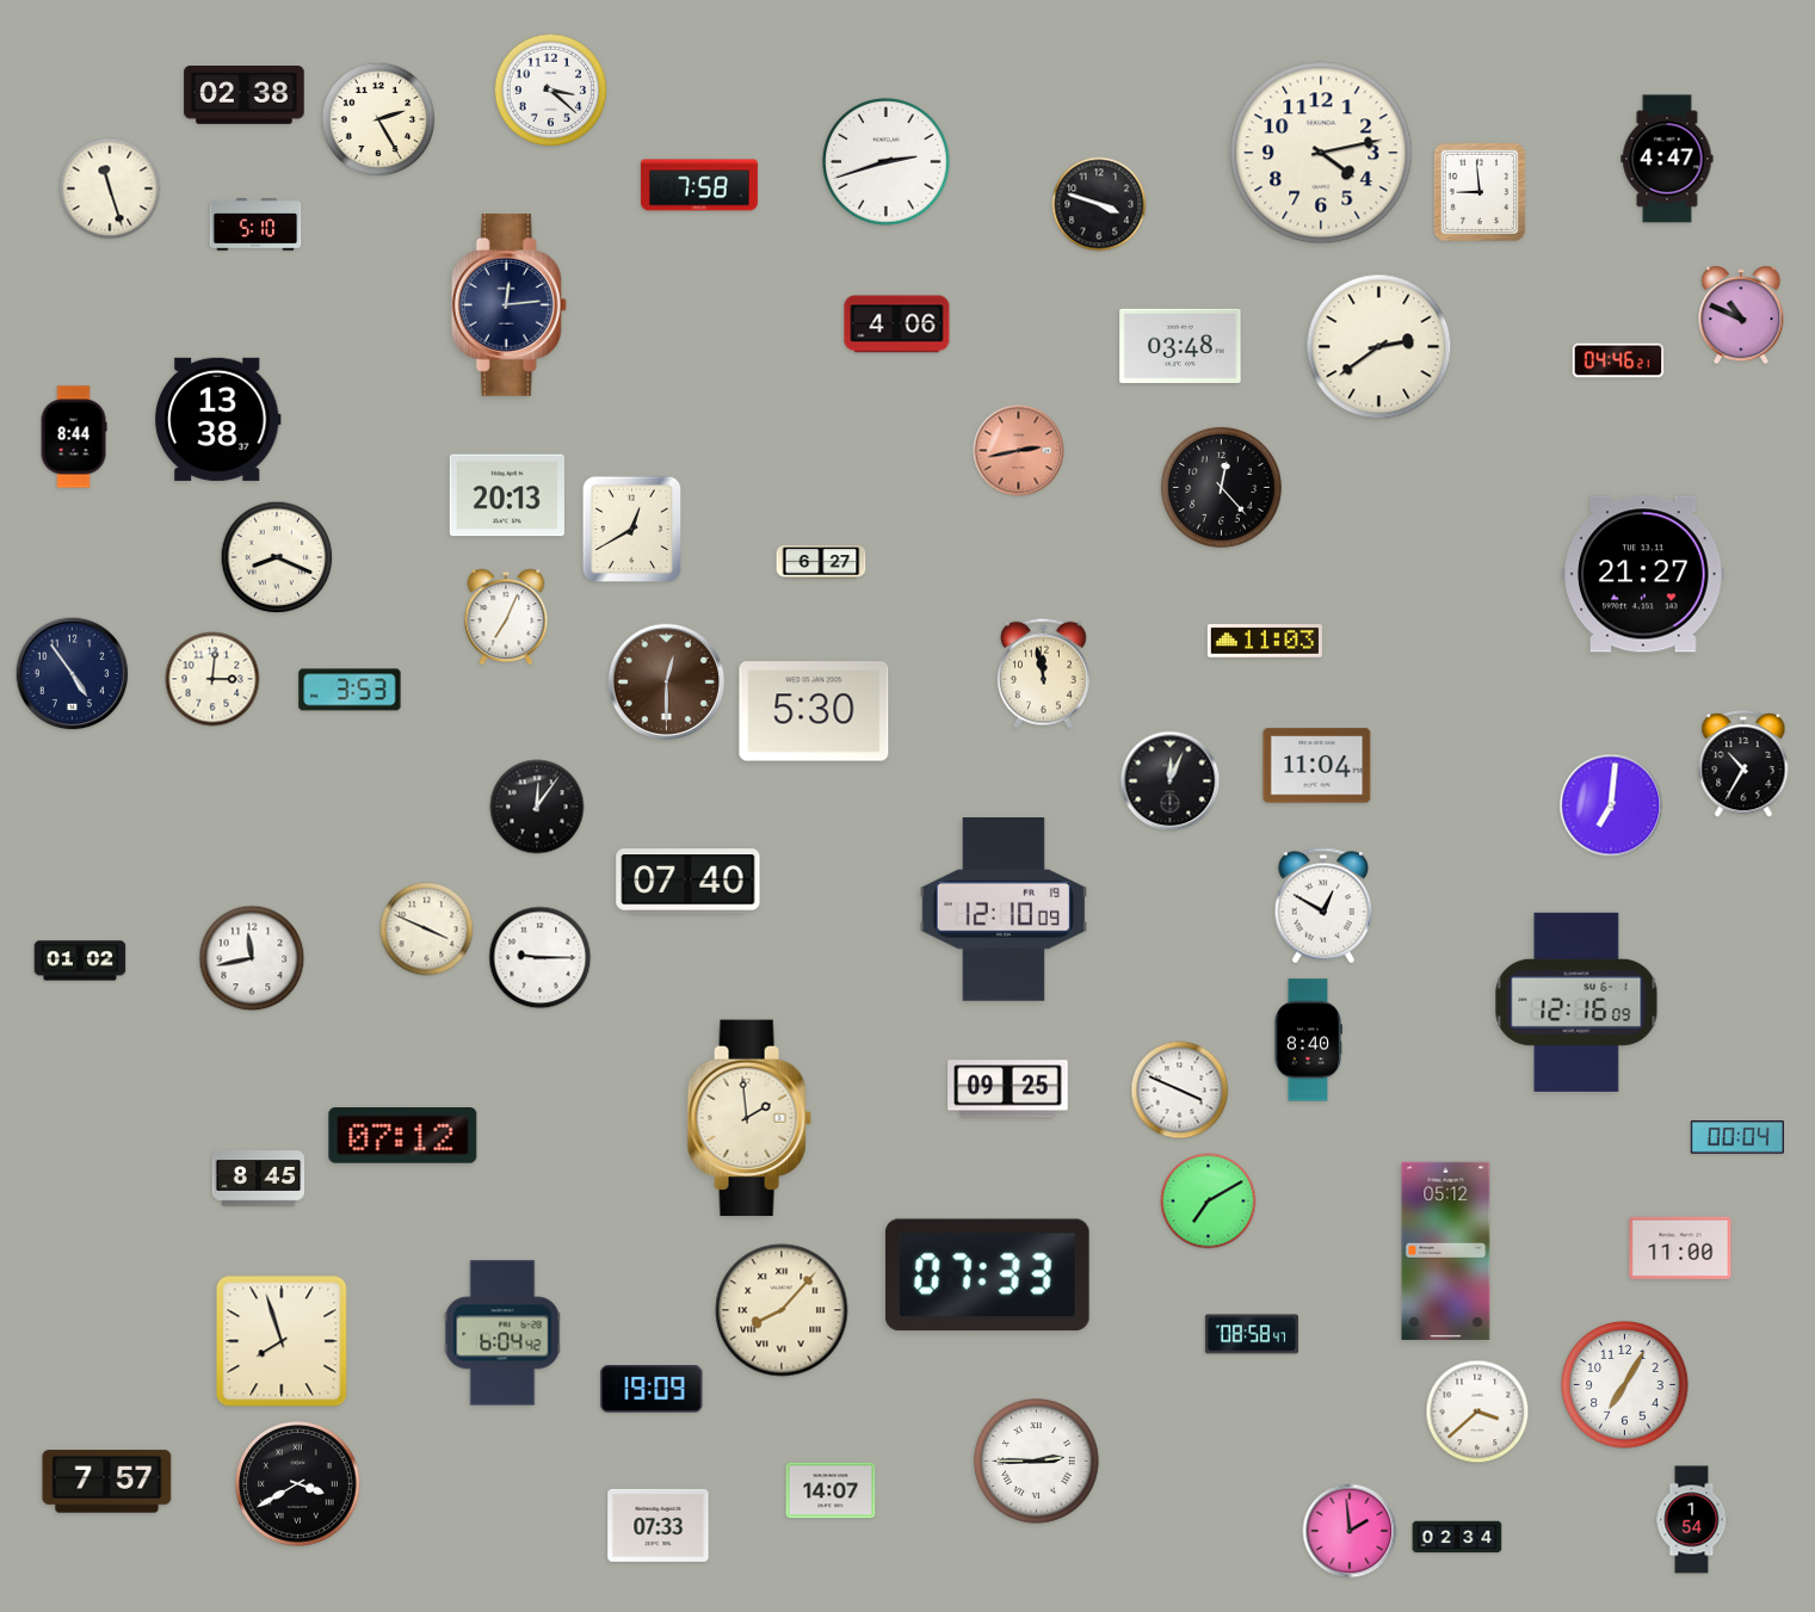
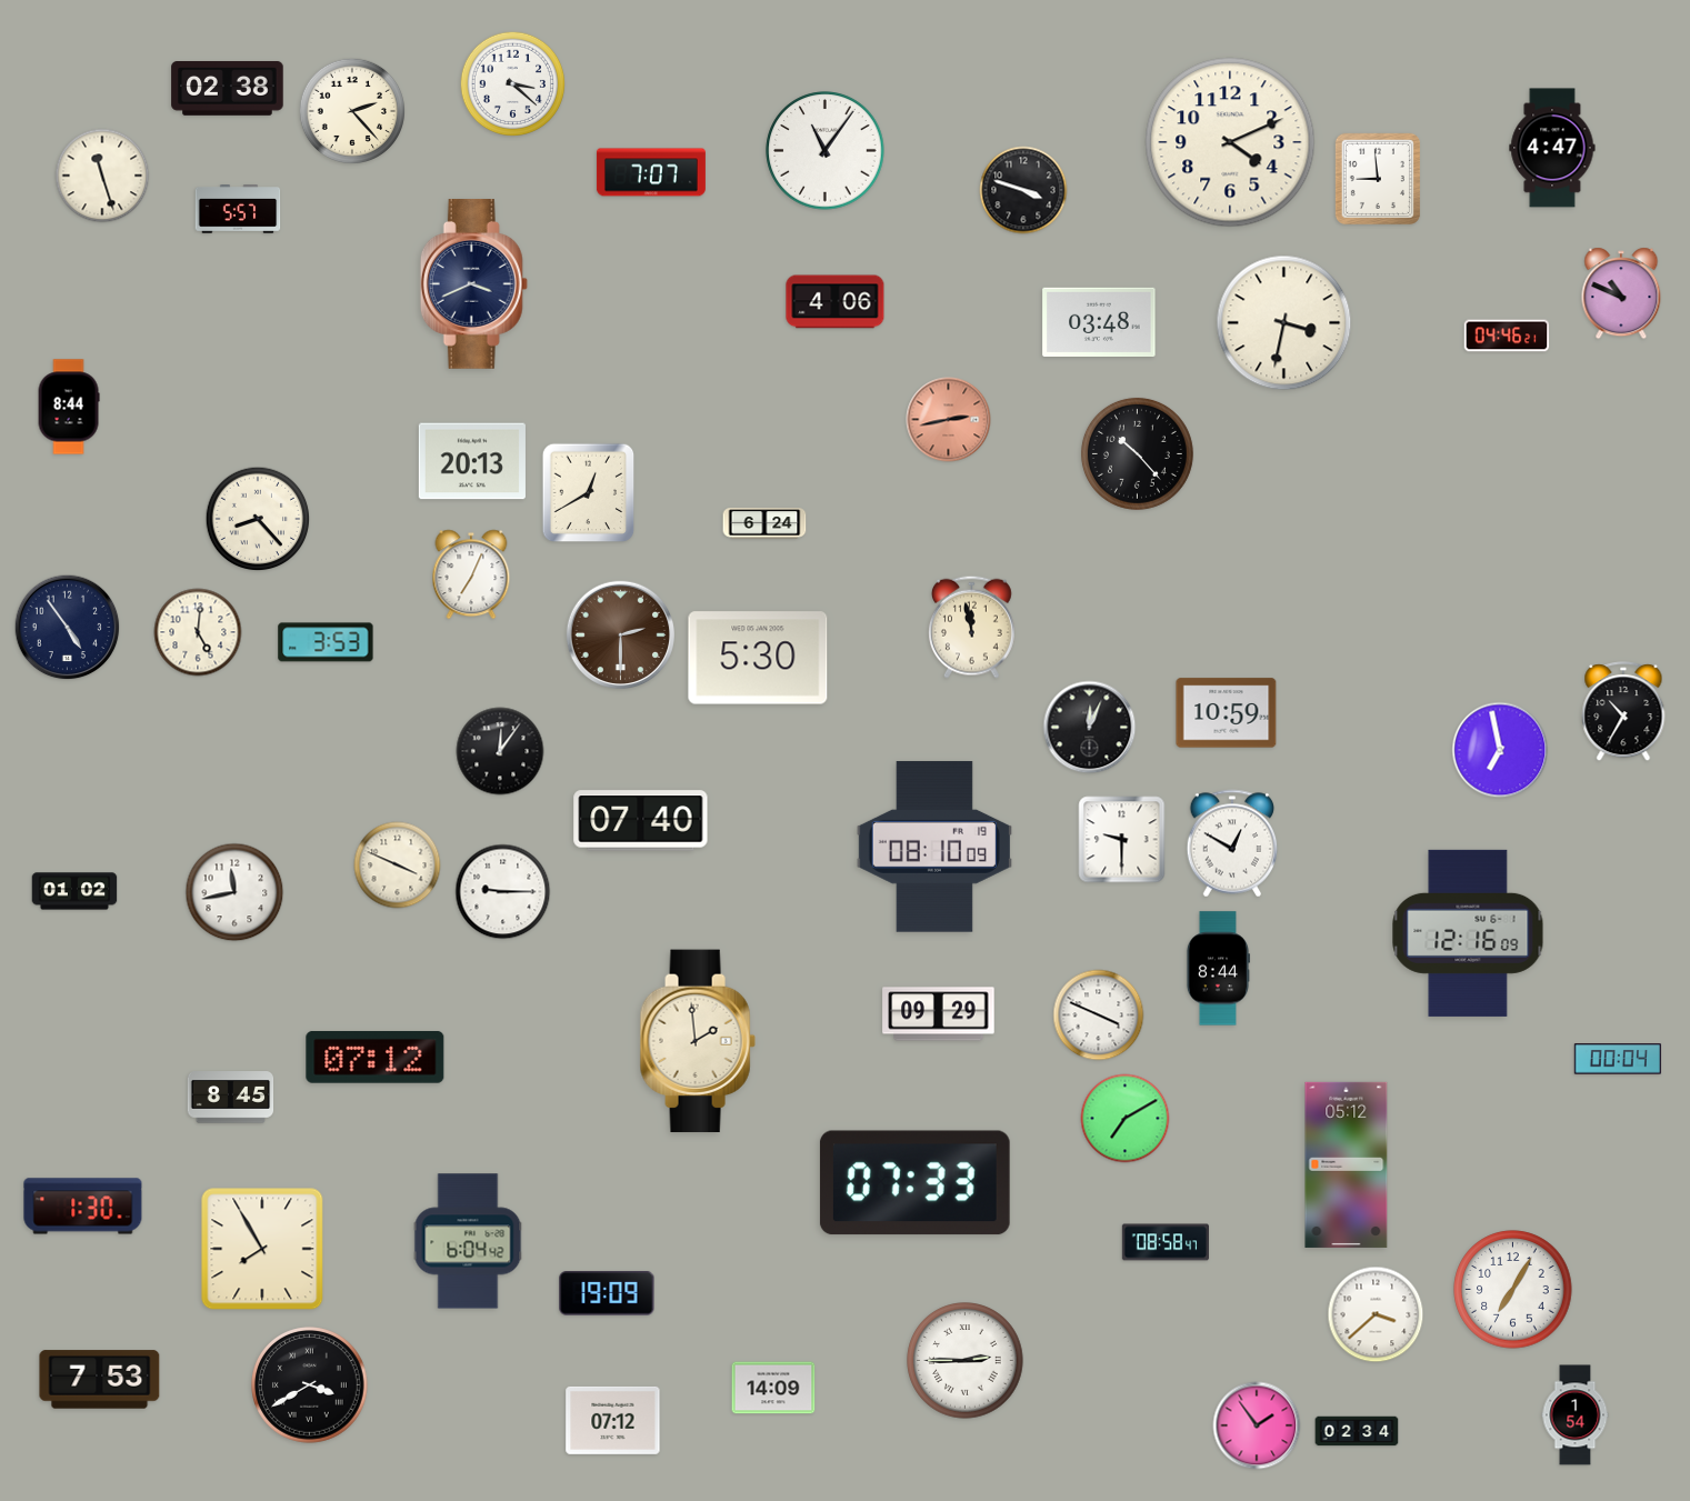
clock at (377, 118): 2:25 -> 2:23
clock at (1321, 153): 4:13 -> 4:11
clock at (887, 162): 2:42 -> 11:06
clock at (699, 185): 7:58 -> 7:07
clock at (255, 226): 5:10 -> 5:57
clock at (508, 305): 12:14 -> 3:41
clock at (1379, 347): 2:39 -> 3:32
clock at (218, 419): 13:38 -> none
clock at (1221, 487): 12:23 -> 10:23
clock at (277, 557): 8:19 -> 8:23
clock at (821, 562): 6:27 -> 6:24
clock at (1643, 574): 21:27 -> none
clock at (1265, 642): 11:03 -> none
clock at (212, 679): 3:01 -> 5:01
clock at (667, 683): 12:30 -> 2:30
clock at (814, 711) position: (814, 711) -> (758, 658)
clock at (1317, 766): 11:04 -> 10:59
clock at (1611, 805): 7:01 -> 6:58
clock at (1122, 840): none -> 9:30
clock at (1004, 909): 12:10 -> 08:10
clock at (80, 961) position: (80, 961) -> (74, 891)
clock at (1308, 1040): 8:40 -> 8:44
clock at (1008, 1089): 09:25 -> 09:29
clock at (259, 1179) position: (259, 1179) -> (231, 1098)
clock at (1680, 1248): 11:00 -> none
clock at (987, 1276) position: (987, 1276) -> (914, 1183)
clock at (83, 1207): none -> 1:30
clock at (782, 1310): 8:07 -> none
clock at (282, 1341): 7:57 -> 7:55
clock at (107, 1482): 7:57 -> 7:53
clock at (298, 1484) position: (298, 1484) -> (310, 1385)
clock at (831, 1490): 14:07 -> 14:09
clock at (659, 1525): 07:33 -> 07:12
clock at (1350, 1531): 1:59 -> 1:54
